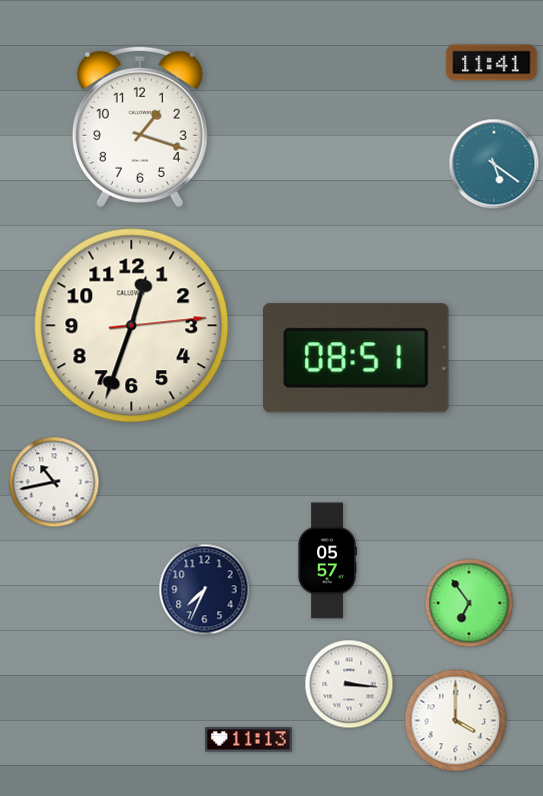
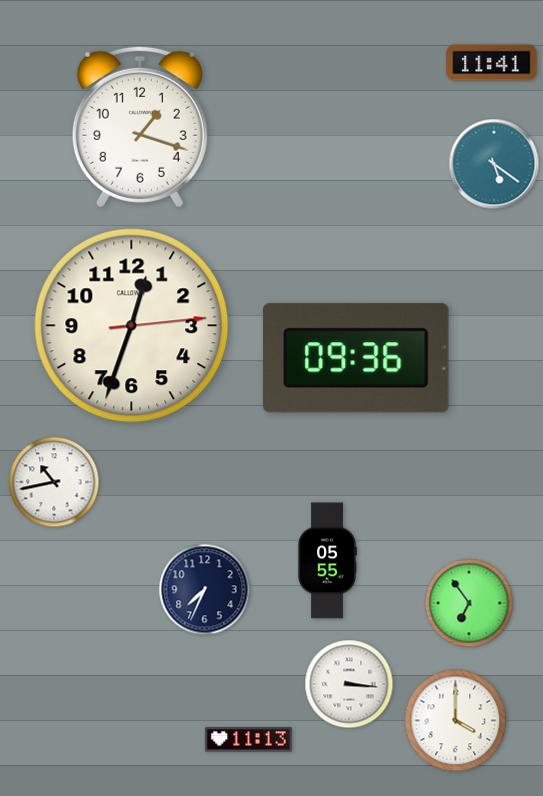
clock at (357, 358): 08:51 -> 09:36
clock at (327, 561): 05:57 -> 05:55
